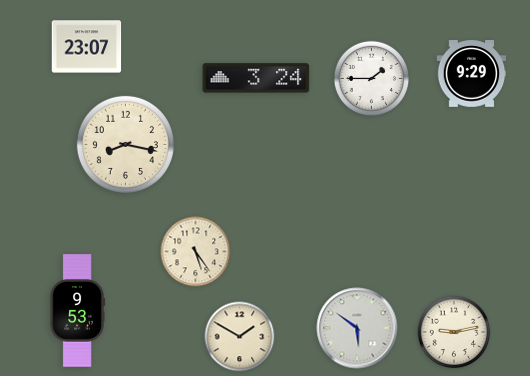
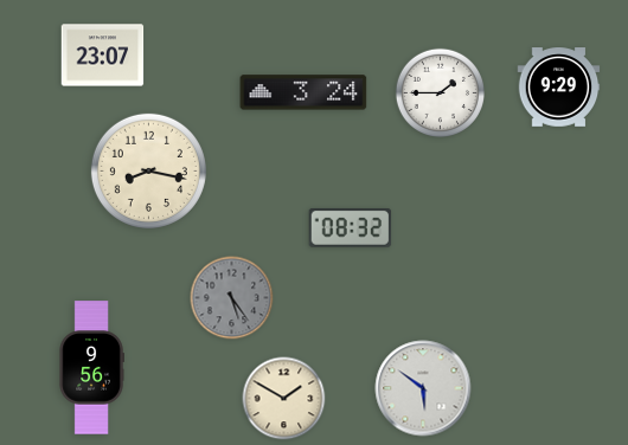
clock at (351, 227): none -> 08:32
clock at (196, 252) dial: cream -> grey
clock at (77, 311): 9:53 -> 9:56
clock at (454, 332): 9:13 -> none
